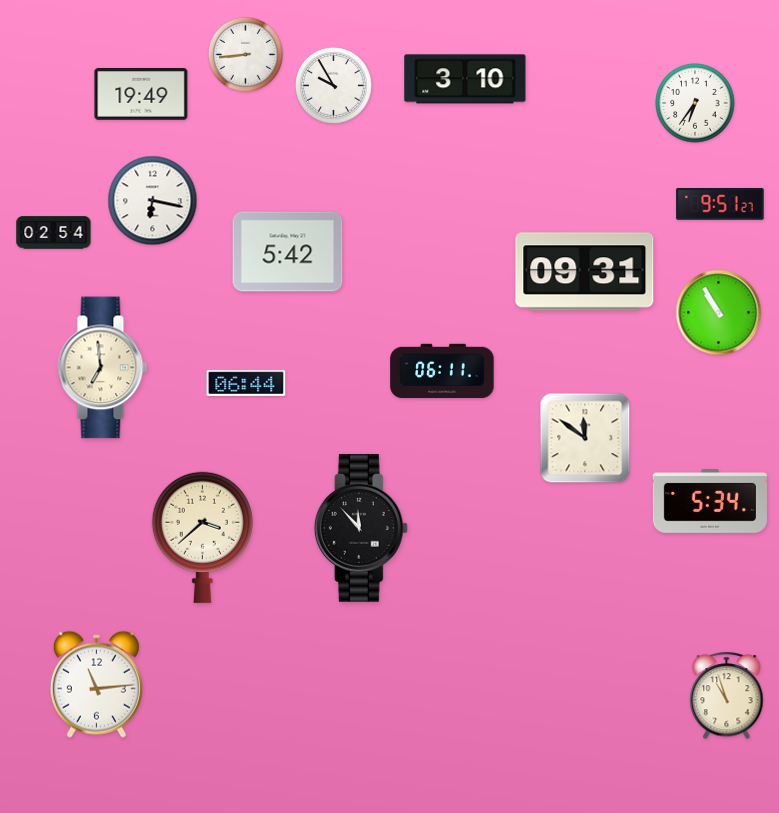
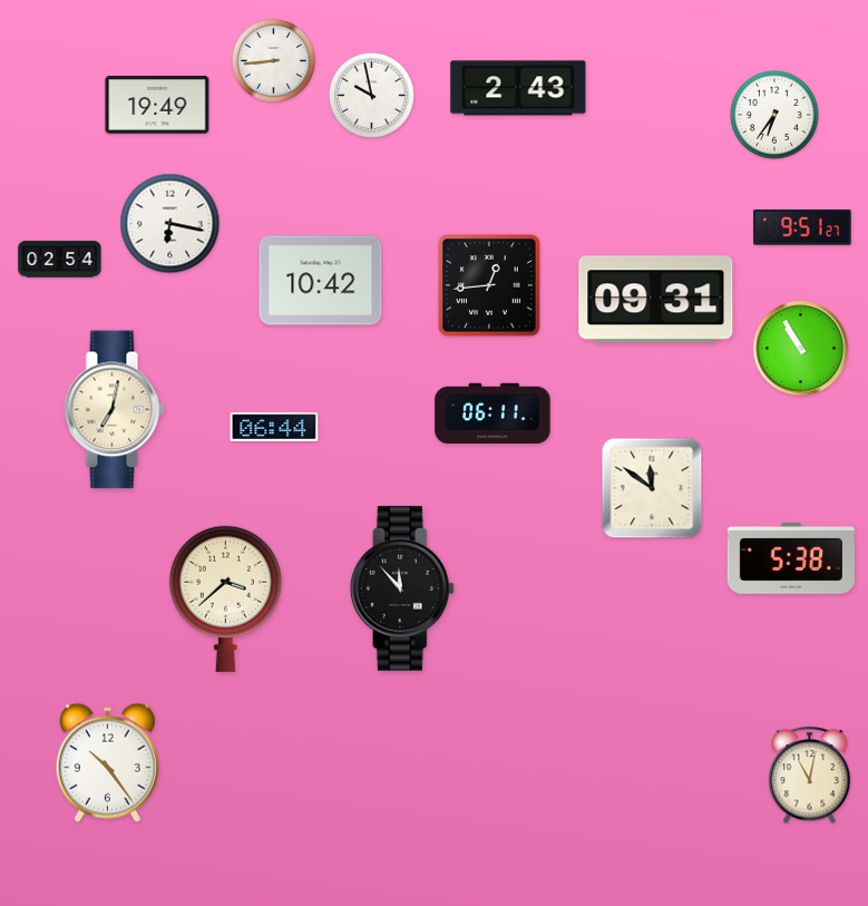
clock at (465, 79): 3:10 -> 2:43
clock at (334, 86): 9:55 -> 9:58
clock at (288, 252): 5:42 -> 10:42
clock at (489, 285): none -> 12:44
clock at (585, 272) position: (585, 272) -> (656, 300)
clock at (103, 368): 6:59 -> 7:02
clock at (710, 502): 5:34 -> 5:38
clock at (96, 684): 11:14 -> 10:24
clock at (727, 696): 10:57 -> 11:02
